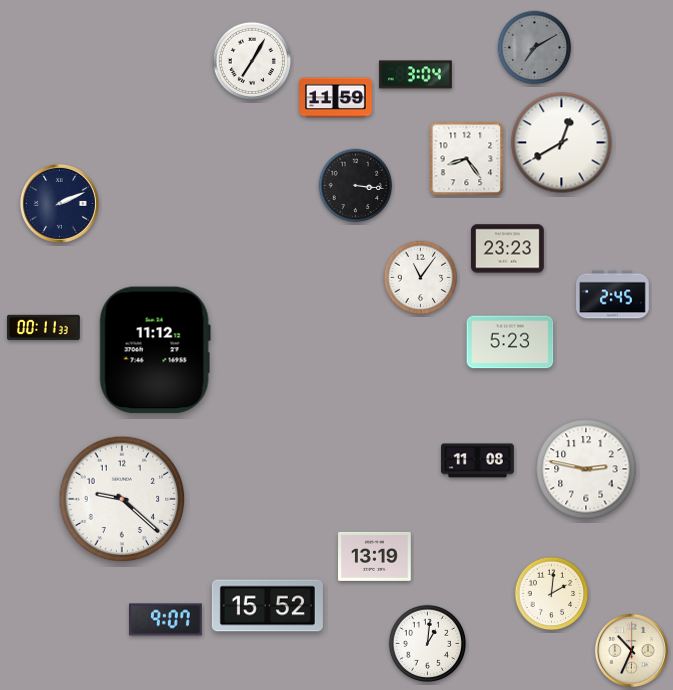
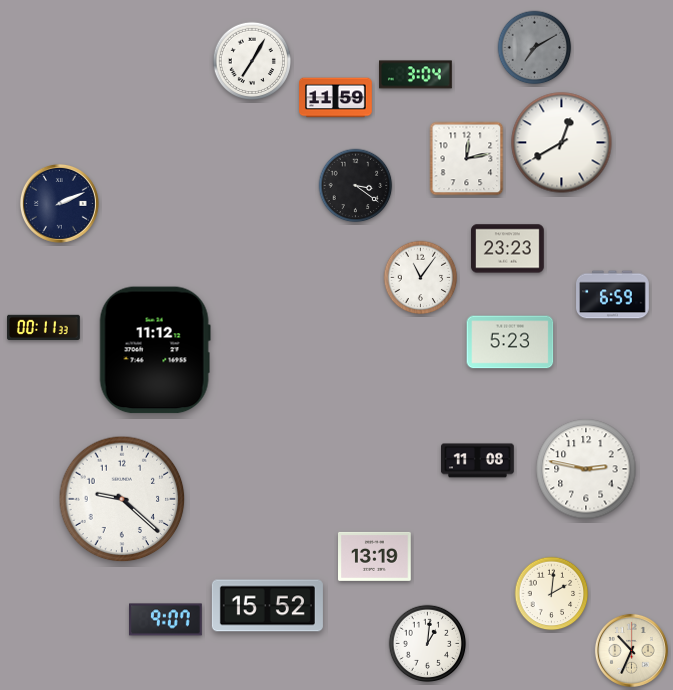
clock at (467, 159): 8:24 -> 12:13
clock at (356, 186): 3:16 -> 3:21
clock at (613, 295): 2:45 -> 6:59
